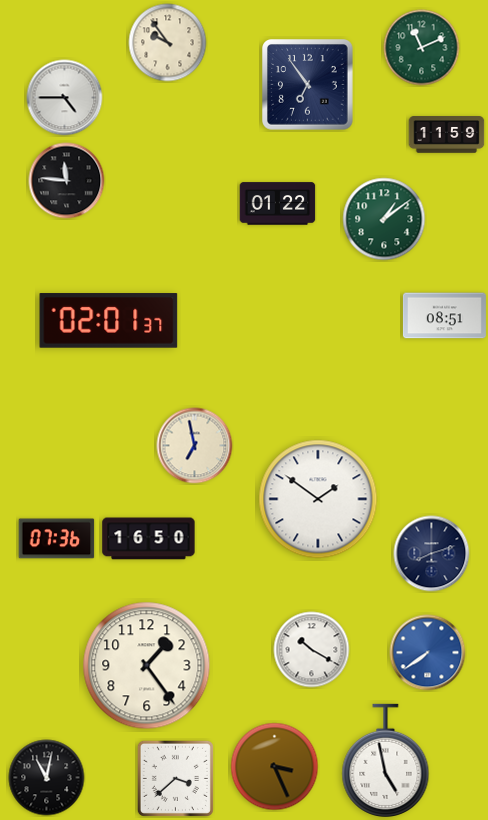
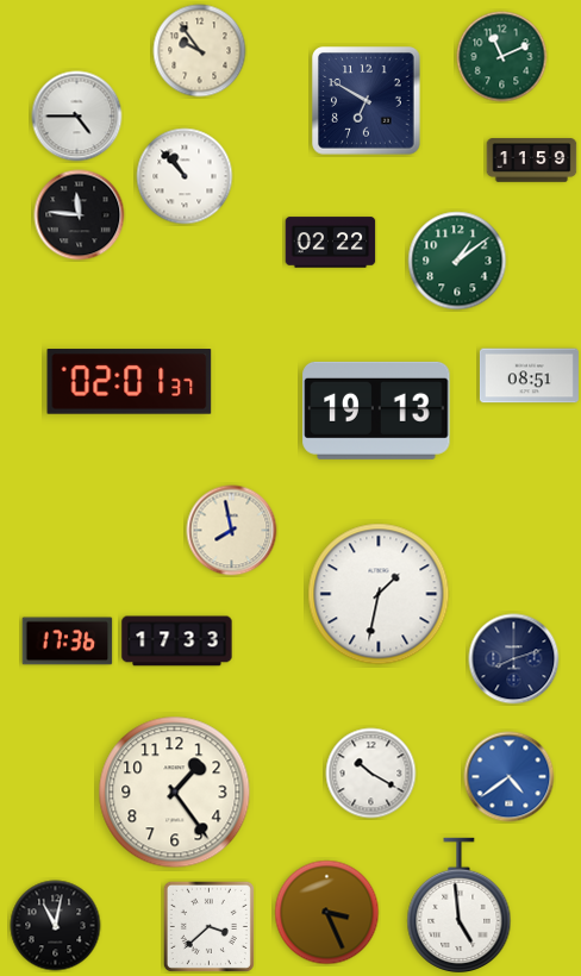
clock at (308, 85): 6:54 -> 6:50
clock at (185, 176): none -> 10:53
clock at (278, 204): 01:22 -> 02:22
clock at (376, 411): none -> 19:13
clock at (195, 446): 6:58 -> 7:58
clock at (318, 499): 1:51 -> 1:32
clock at (57, 539): 07:36 -> 17:36
clock at (149, 539): 16:50 -> 17:33
clock at (428, 653): 7:39 -> 4:39
clock at (386, 760): 4:58 -> 4:59
